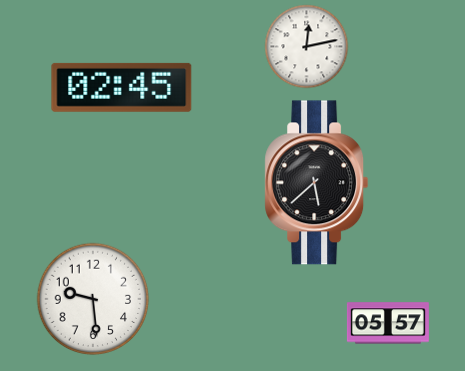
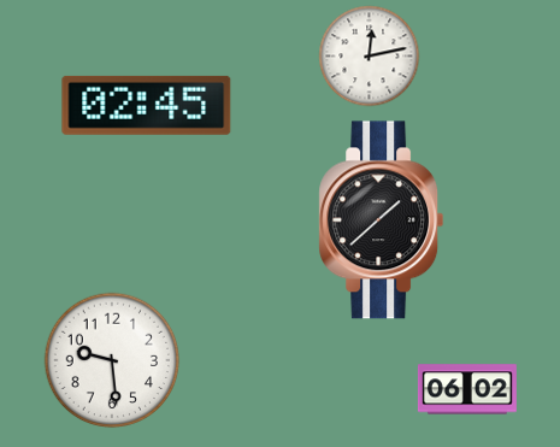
clock at (317, 183): 5:38 -> 1:38
clock at (388, 323): 05:57 -> 06:02
